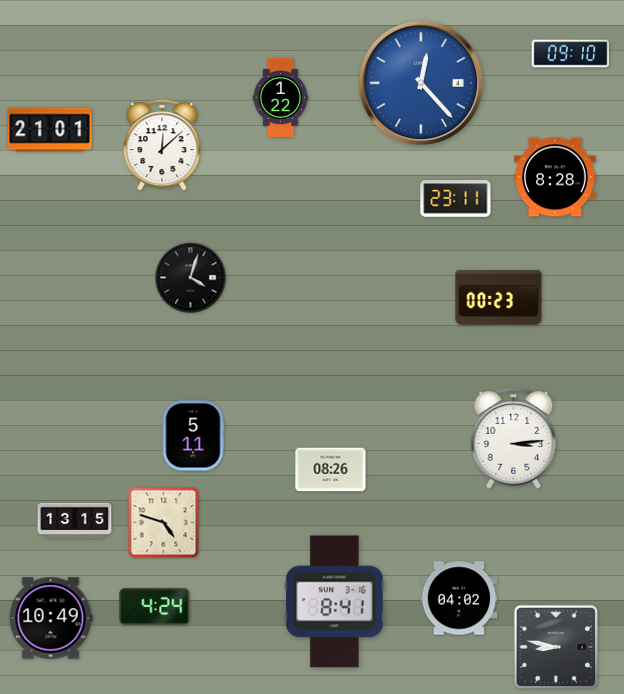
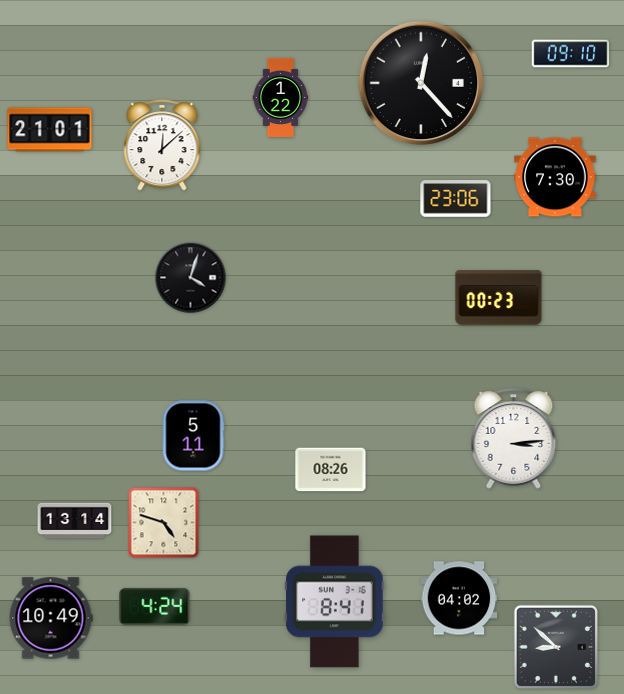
clock at (421, 83) dial: blue -> black
clock at (555, 177): 8:28 -> 7:30
clock at (456, 199): 23:11 -> 23:06
clock at (75, 521): 13:15 -> 13:14
clock at (556, 647): 8:47 -> 8:52
